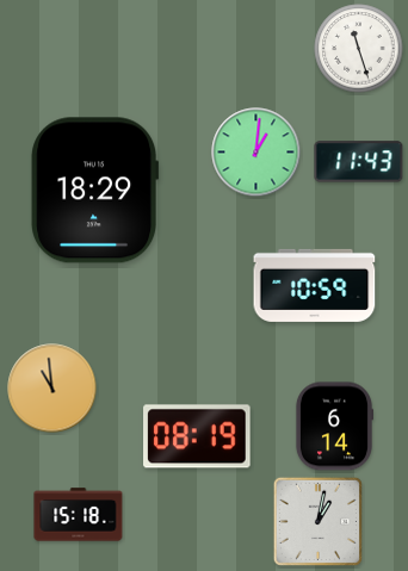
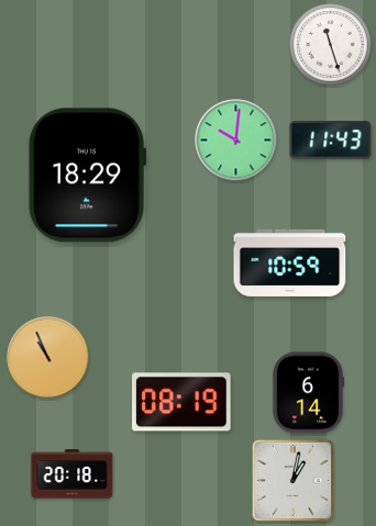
clock at (256, 153): 1:01 -> 10:01
clock at (359, 162) position: (359, 162) -> (331, 141)
clock at (52, 389): 10:59 -> 10:56
clock at (79, 515): 15:18 -> 20:18
